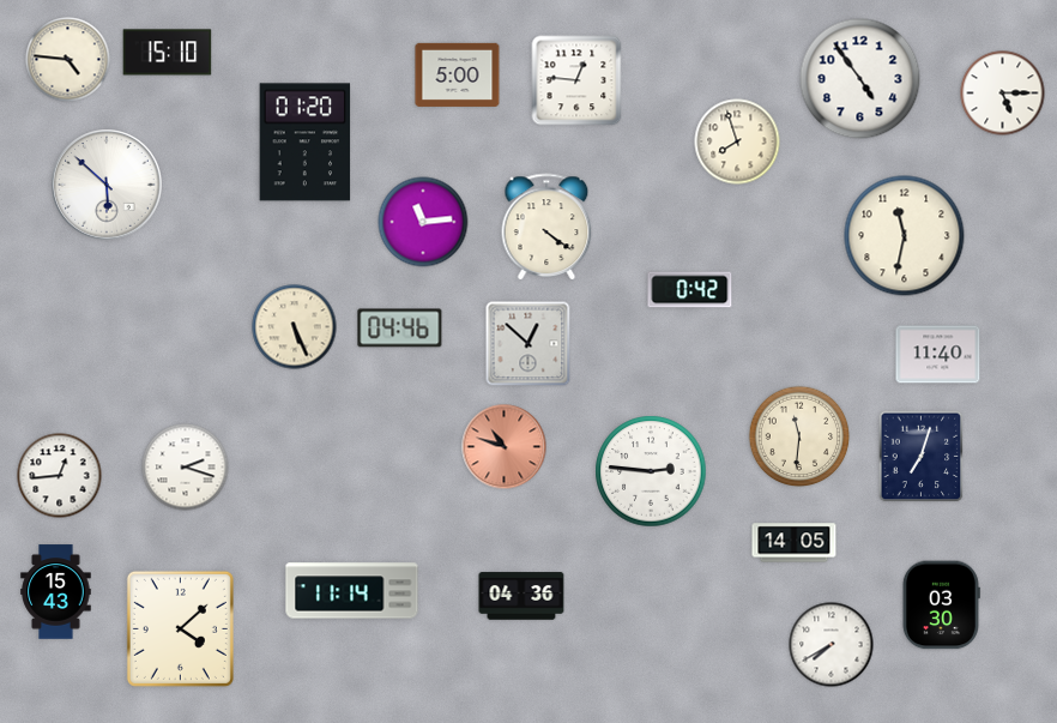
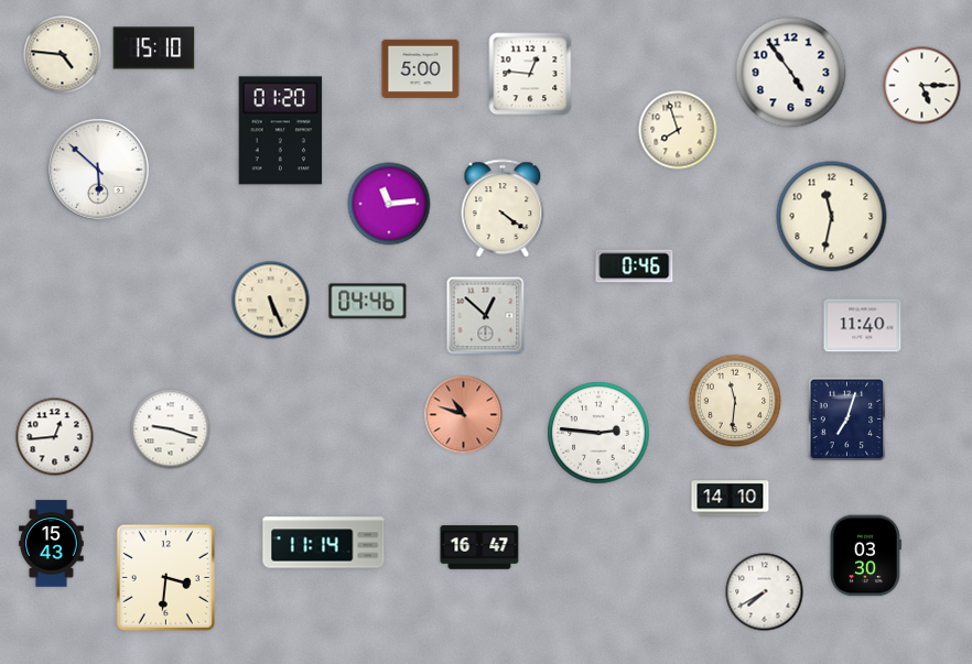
clock at (690, 290): 0:42 -> 0:46
clock at (505, 447) position: (505, 447) -> (464, 415)
clock at (186, 468): 2:18 -> 9:18
clock at (795, 543): 14:05 -> 14:10
clock at (521, 596): 04:36 -> 16:47
clock at (180, 628): 4:08 -> 3:31
